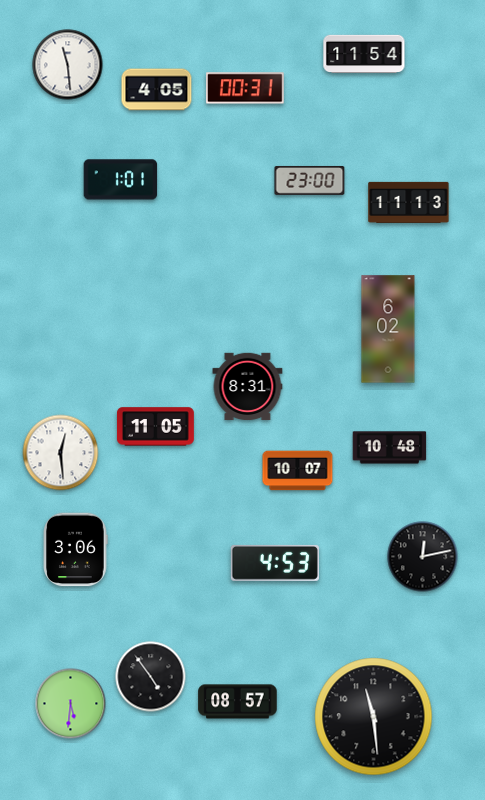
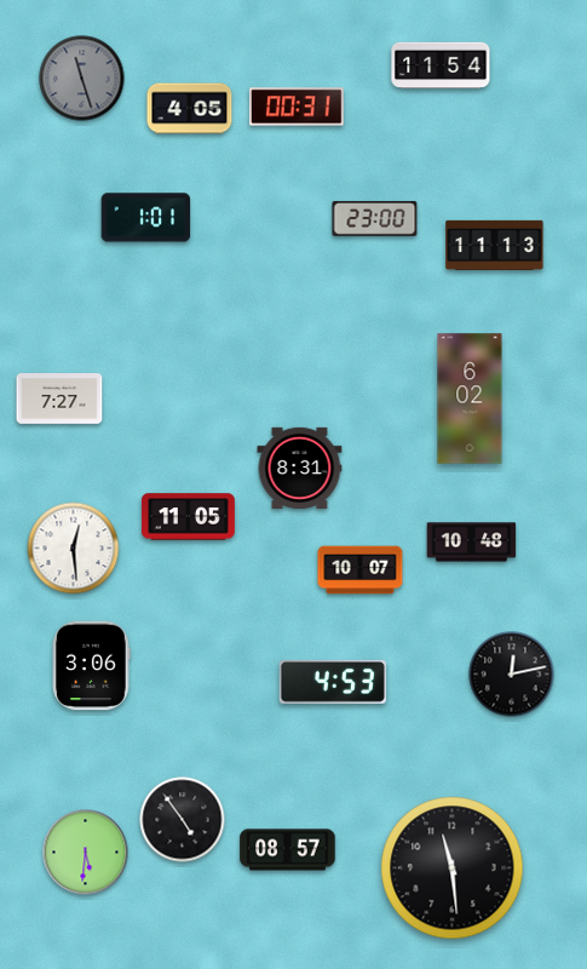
clock at (68, 65): 11:29 -> 11:27
clock at (68, 65) dial: white -> grey
clock at (59, 399): none -> 7:27
